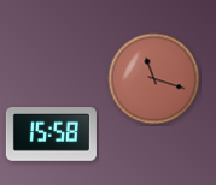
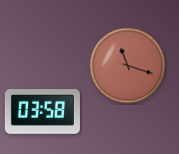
clock at (51, 135): 15:58 -> 03:58
